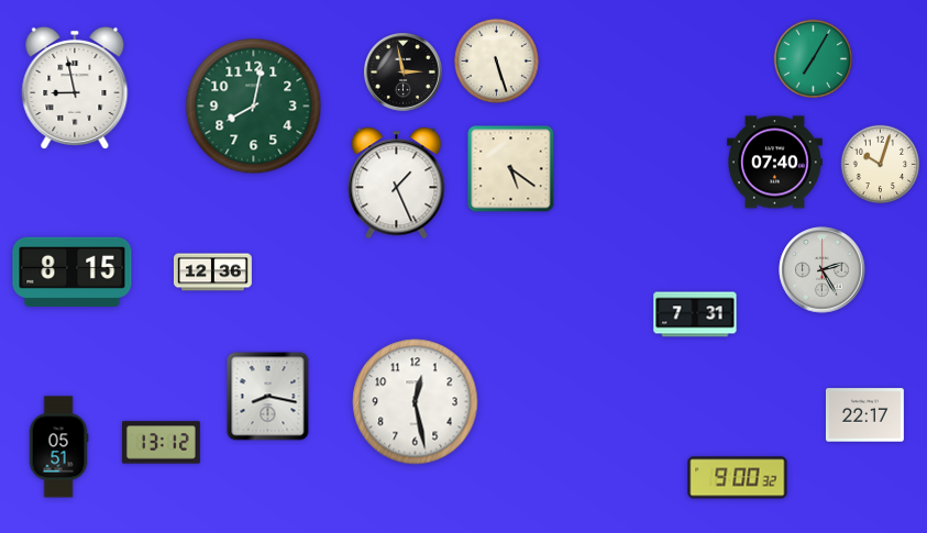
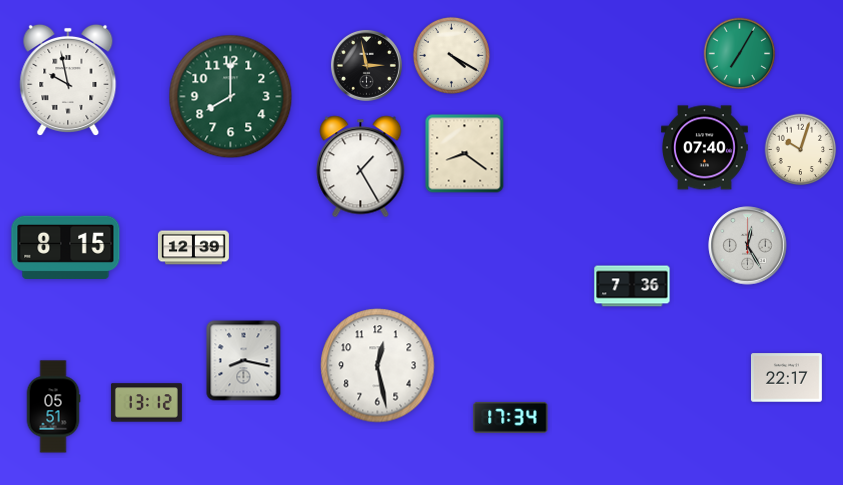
clock at (496, 60): 5:27 -> 4:20
clock at (75, 87): 8:58 -> 9:58
clock at (254, 107): 8:02 -> 8:00
clock at (511, 169): 5:21 -> 8:21
clock at (397, 184): 1:26 -> 1:25
clock at (823, 270): 2:25 -> 12:25
clock at (213, 273): 12:36 -> 12:39
clock at (695, 314): 7:31 -> 7:36
clock at (511, 417): none -> 17:34
clock at (738, 478): 9:00 -> none
